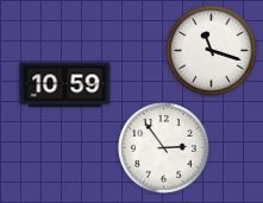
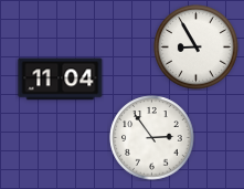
clock at (212, 51): 11:18 -> 8:55
clock at (65, 85): 10:59 -> 11:04
